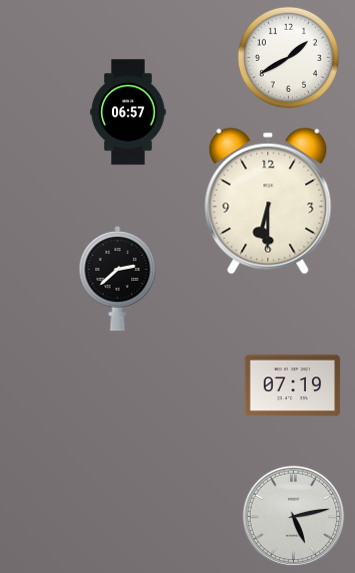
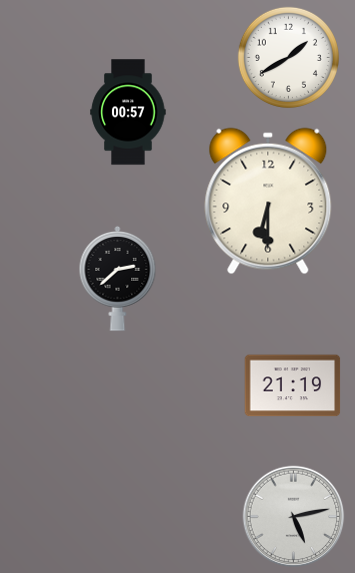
clock at (128, 112): 06:57 -> 00:57
clock at (293, 386): 07:19 -> 21:19
